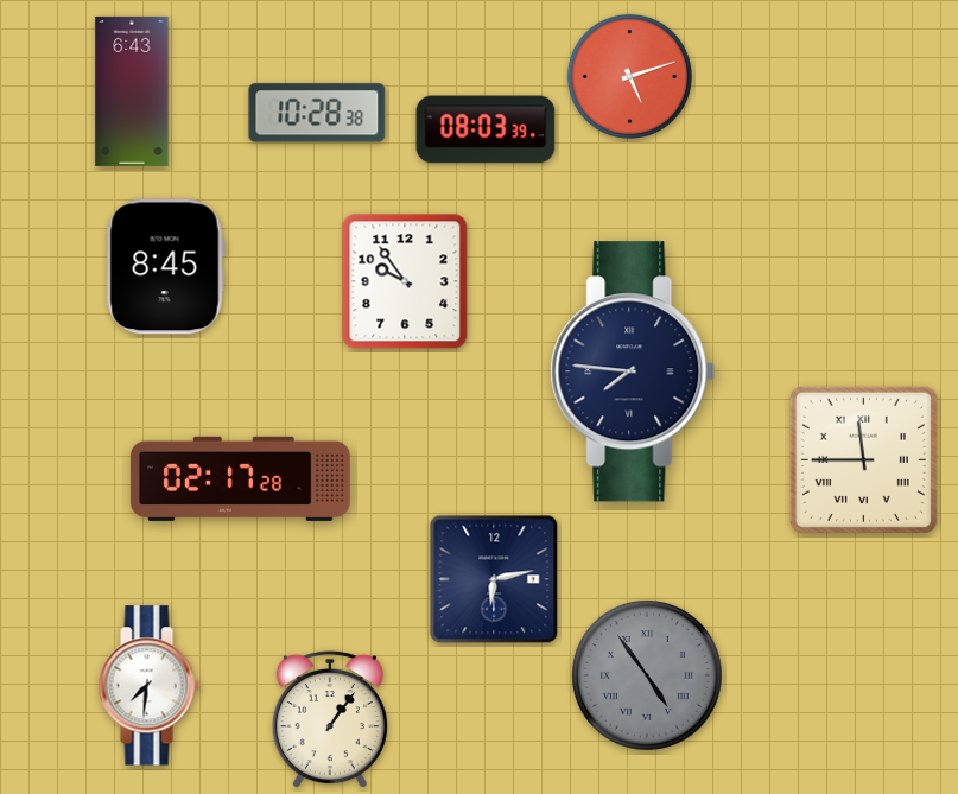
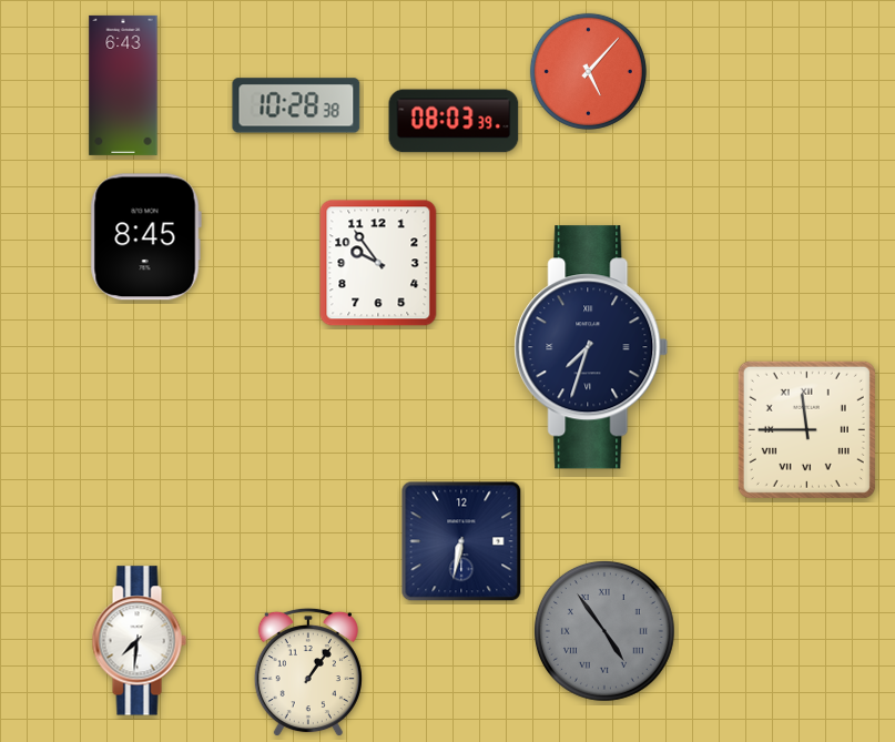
clock at (629, 76): 5:12 -> 5:07
clock at (165, 267) position: (165, 267) -> (145, 237)
clock at (633, 371): 7:46 -> 7:33
clock at (240, 478): 02:17 -> none
clock at (494, 579): 6:13 -> 6:32
